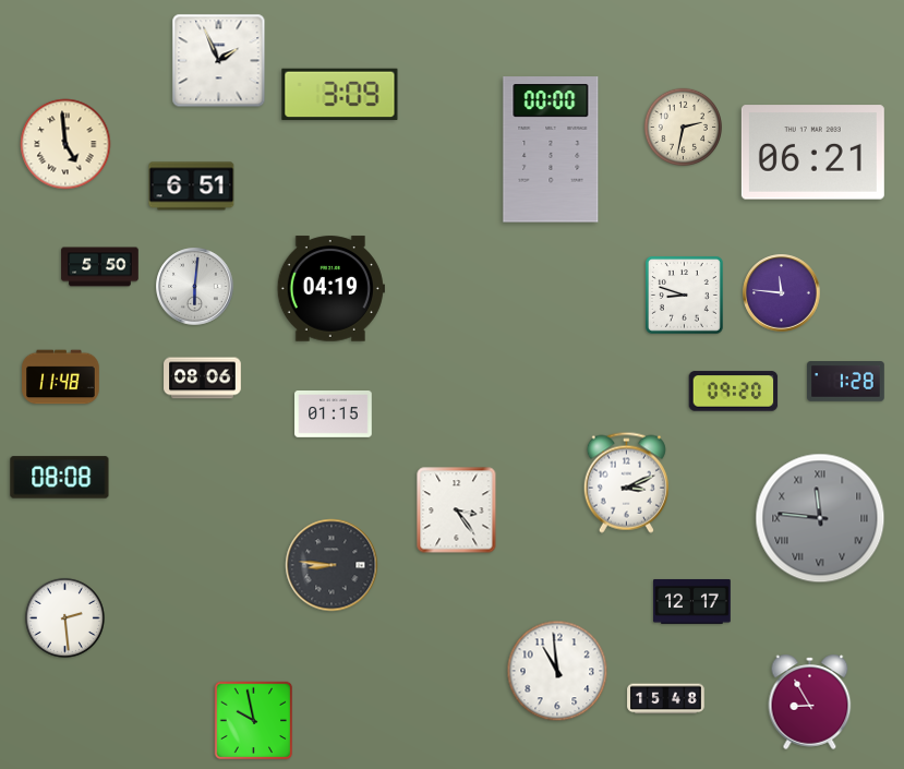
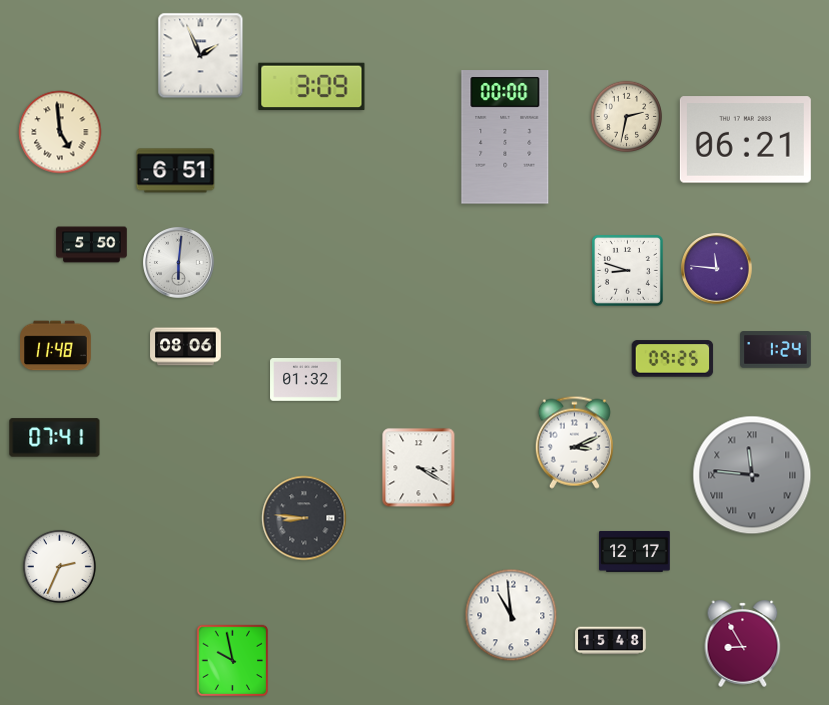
clock at (330, 289): 04:19 -> none
clock at (846, 382): 1:28 -> 1:24
clock at (734, 392): 09:20 -> 09:25
clock at (334, 414): 01:15 -> 01:32
clock at (60, 478): 08:08 -> 07:41
clock at (457, 510): 3:24 -> 3:20
clock at (64, 617): 2:29 -> 2:34
